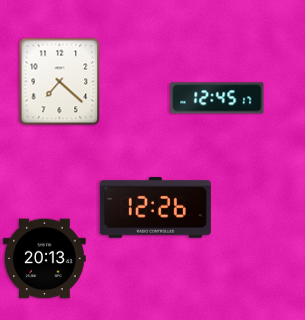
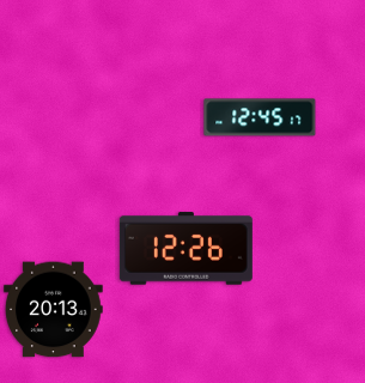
clock at (60, 82): 7:22 -> none
